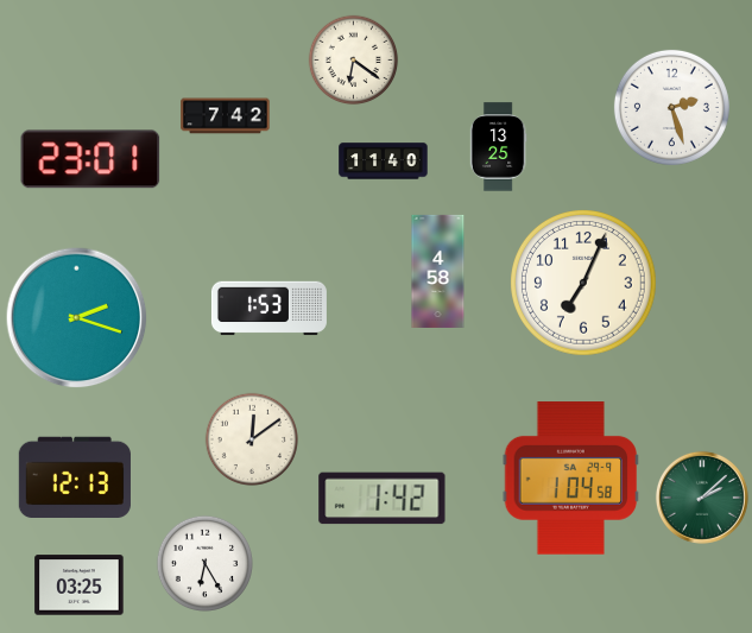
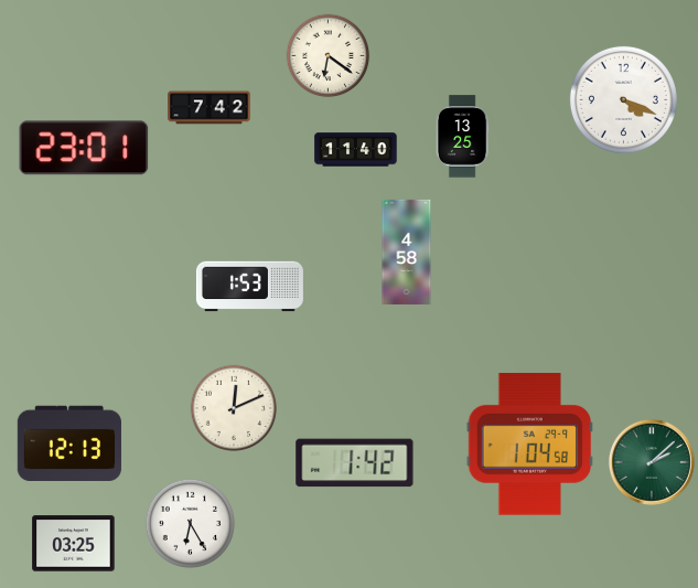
clock at (671, 107): 2:27 -> 4:19
clock at (584, 284): 7:04 -> none
clock at (77, 318): 2:18 -> none
clock at (251, 438): 12:09 -> 12:11
